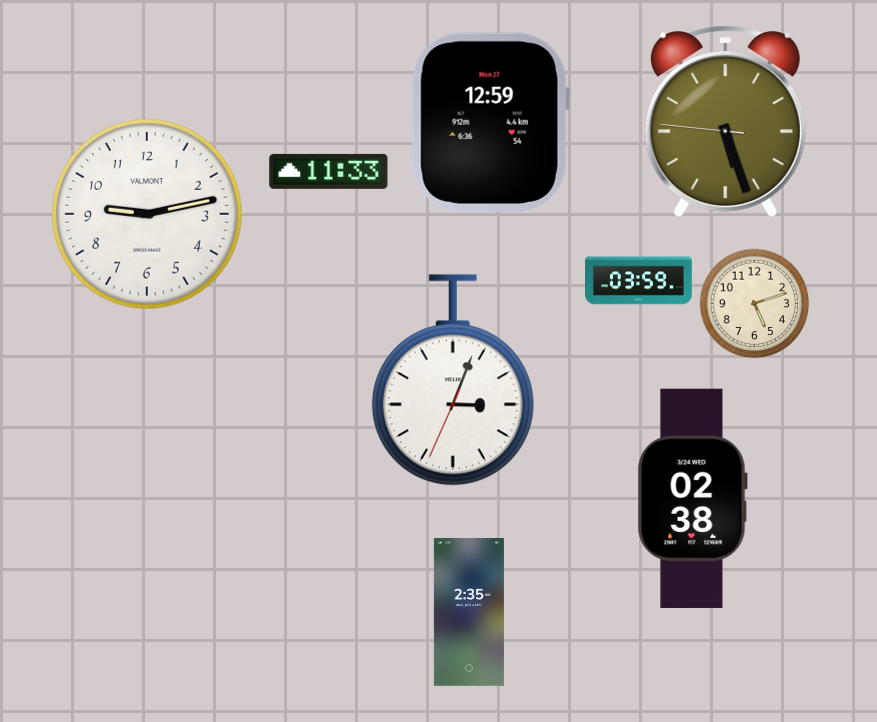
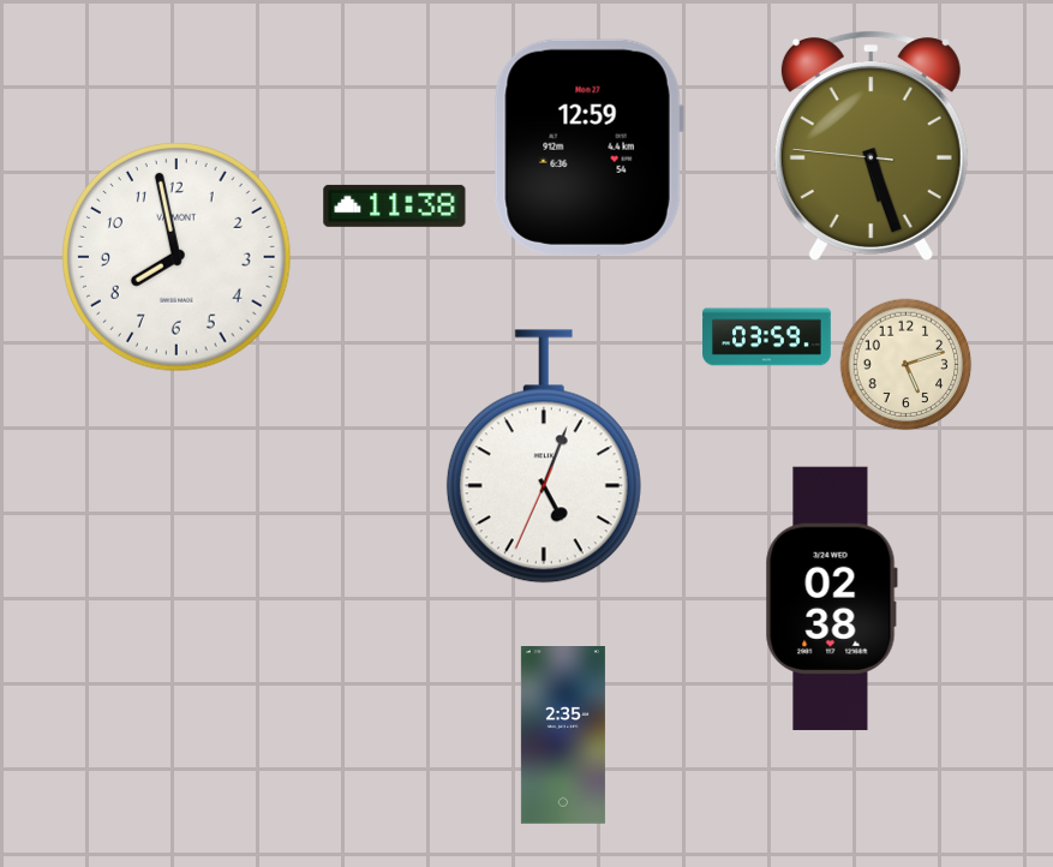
clock at (329, 171): 11:33 -> 11:38
clock at (147, 214): 9:13 -> 7:58
clock at (453, 380): 3:03 -> 5:03
